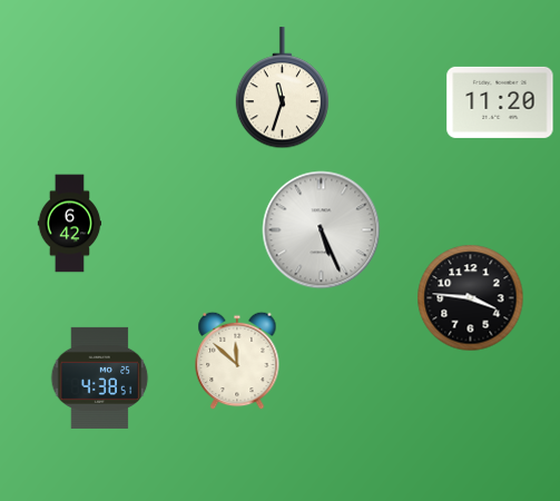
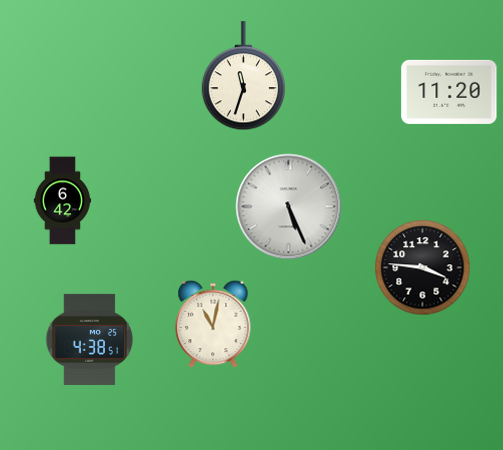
clock at (282, 88) position: (282, 88) -> (243, 76)
clock at (237, 361): 11:52 -> 11:02
